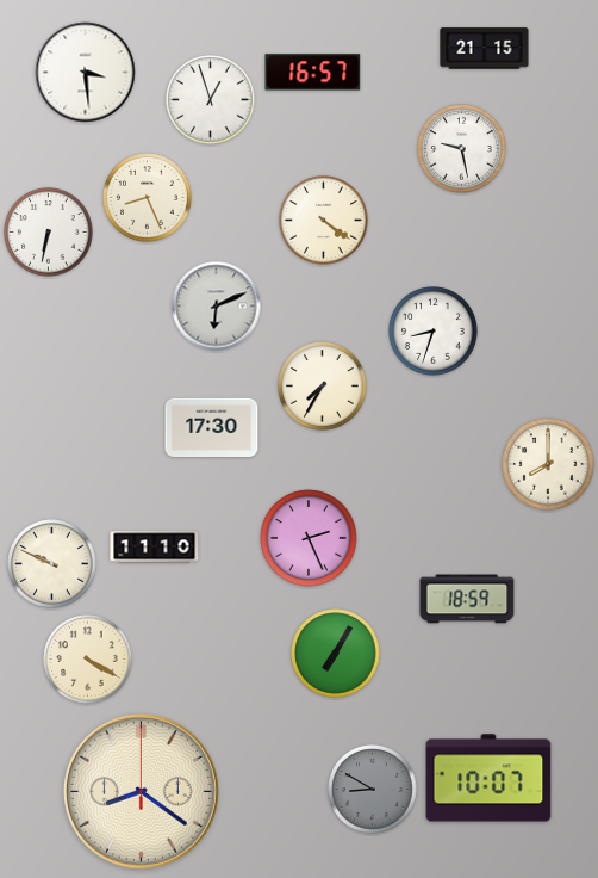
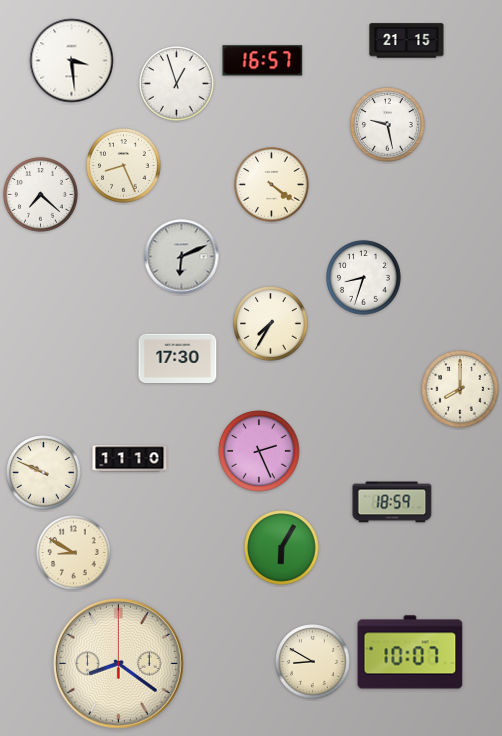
clock at (49, 233): 6:32 -> 7:22
clock at (336, 654): 7:05 -> 6:05
clock at (88, 660): 4:20 -> 8:50
clock at (373, 790) dial: grey -> cream
